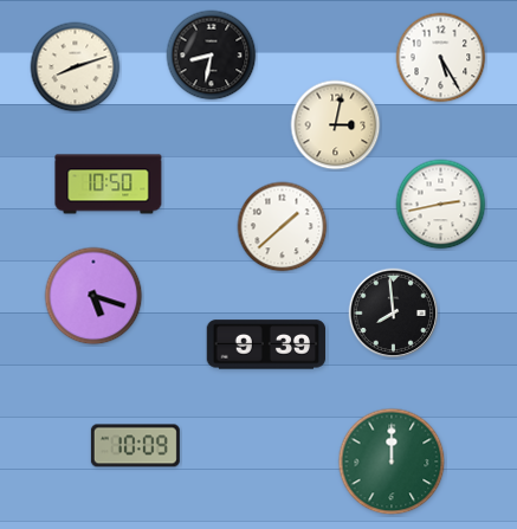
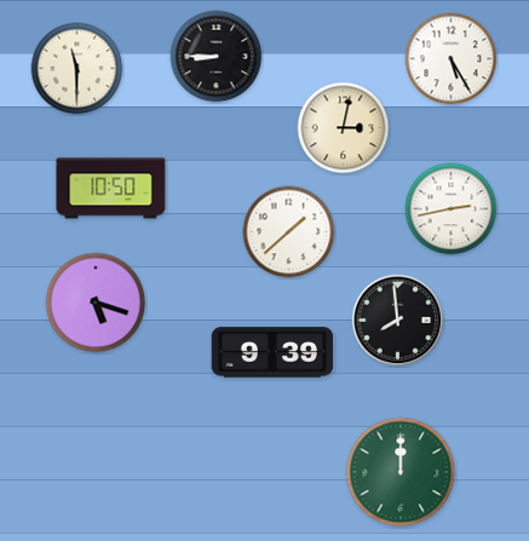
clock at (212, 56): 8:32 -> 8:45
clock at (76, 67): 8:12 -> 11:30
clock at (394, 314) position: (394, 314) -> (398, 321)
clock at (135, 446): 10:09 -> none
